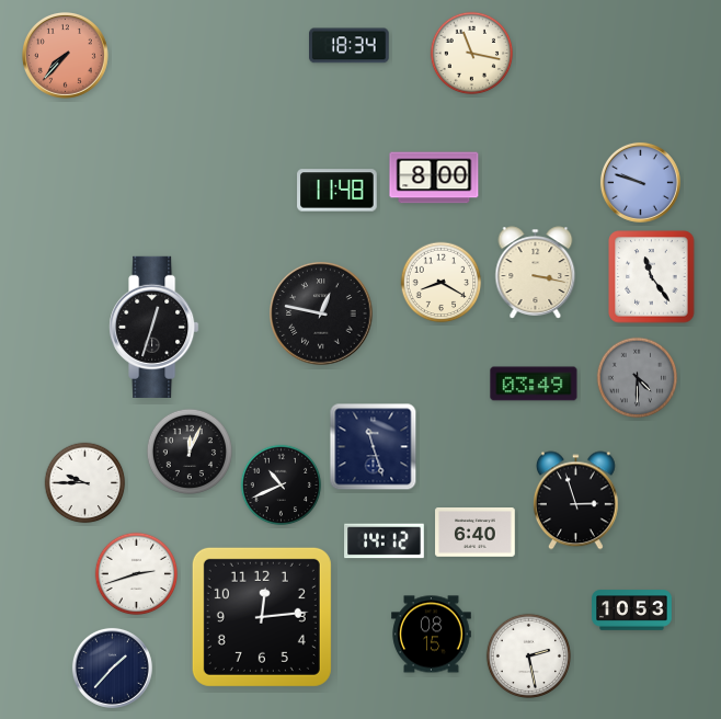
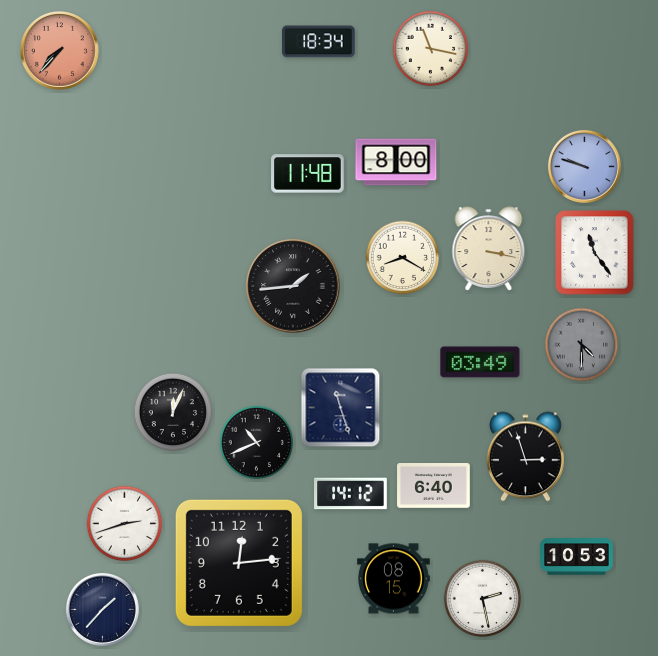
clock at (321, 313): 12:47 -> 1:44
clock at (154, 327): 12:33 -> none
clock at (534, 384) position: (534, 384) -> (480, 362)
clock at (85, 483): 9:45 -> none
